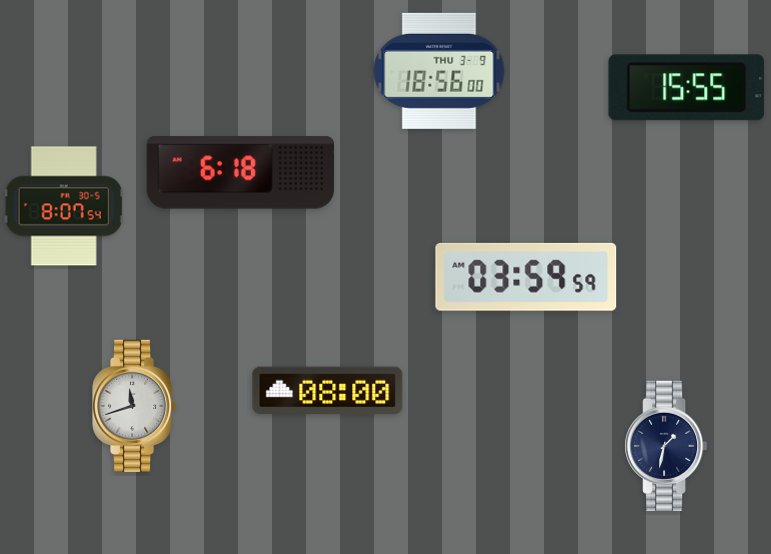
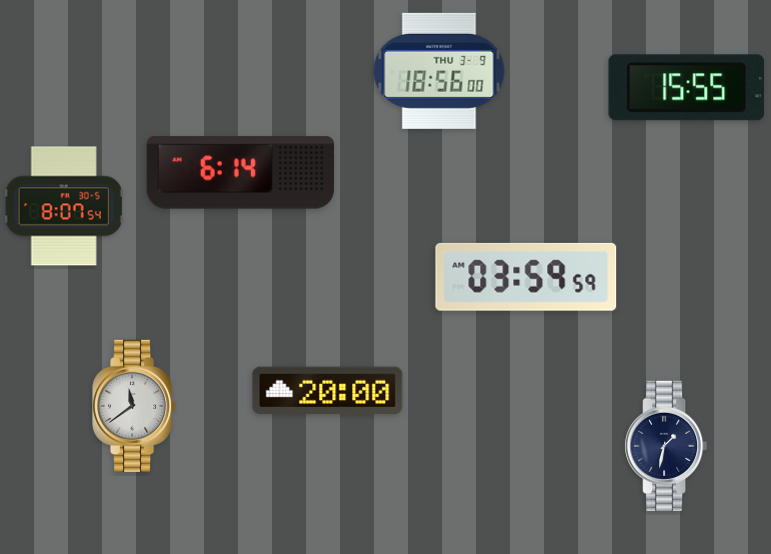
clock at (241, 173): 6:18 -> 6:14
clock at (328, 391): 08:00 -> 20:00
clock at (135, 406): 11:42 -> 11:39
